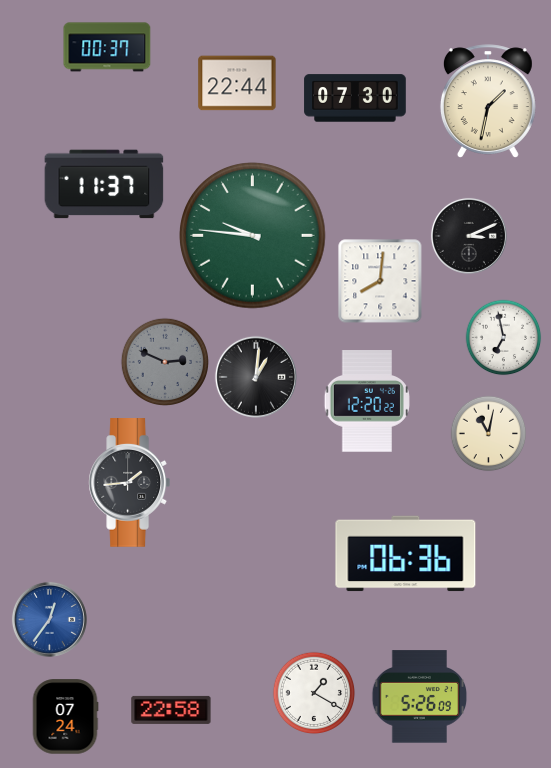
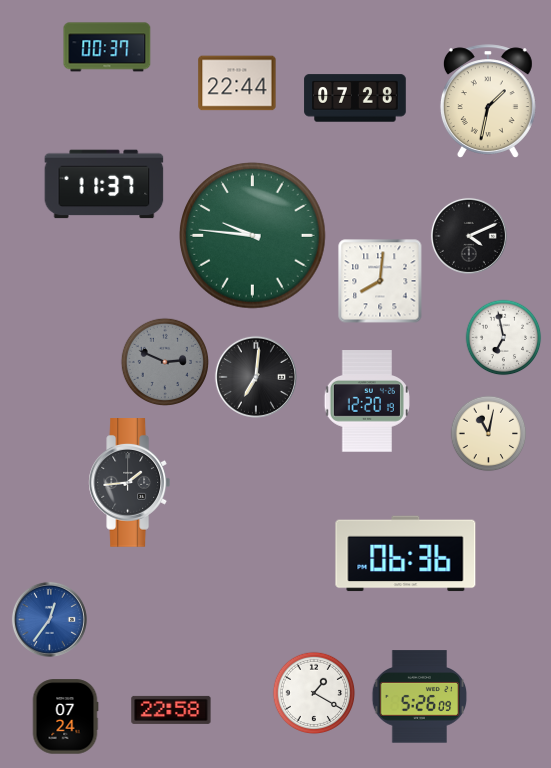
clock at (355, 98): 07:30 -> 07:28
clock at (469, 236): 3:11 -> 4:11
clock at (256, 377): 1:01 -> 7:01
clock at (367, 401): 12:20:22 -> 12:20:19
